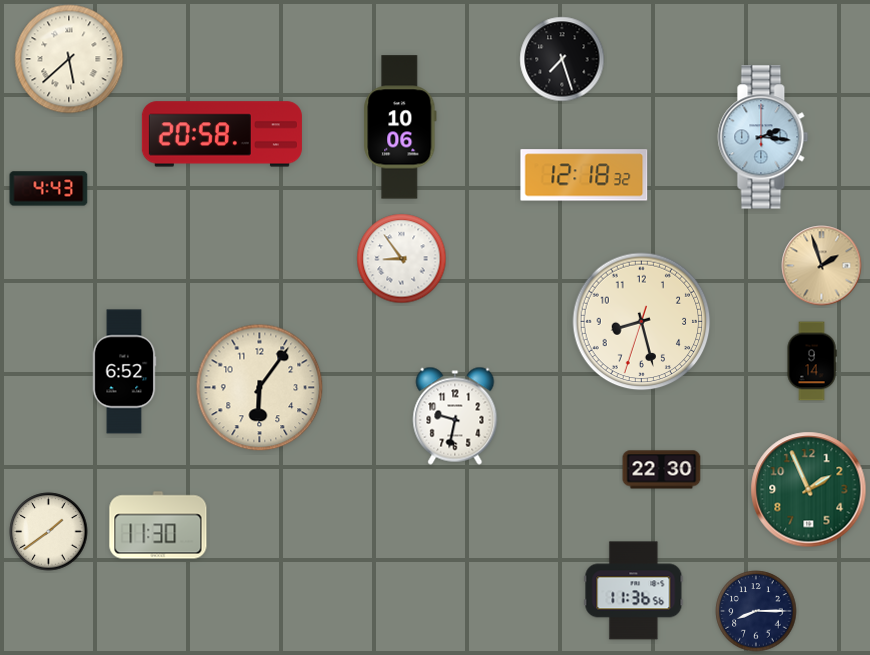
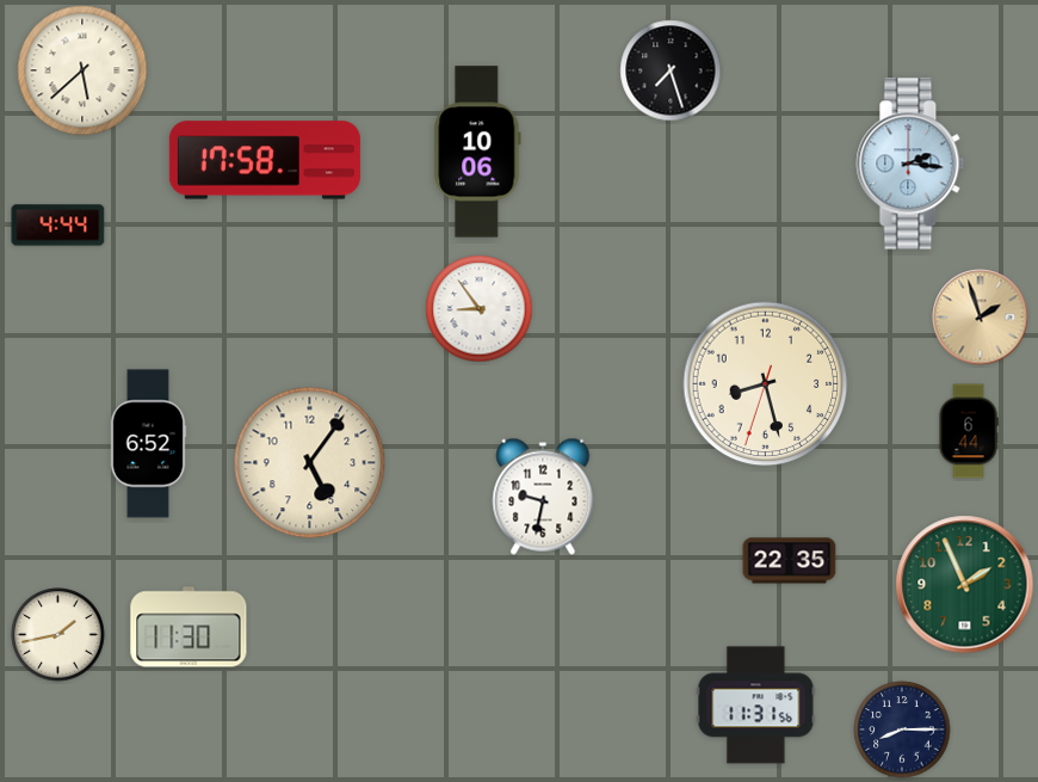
clock at (222, 134): 20:58 -> 17:58
clock at (584, 175): 12:18 -> none
clock at (49, 189): 4:43 -> 4:44
clock at (812, 361): 9:14 -> 6:44
clock at (260, 388): 6:06 -> 5:06
clock at (662, 470): 22:30 -> 22:35
clock at (49, 532): 1:39 -> 1:43
clock at (634, 591): 11:36 -> 11:31
